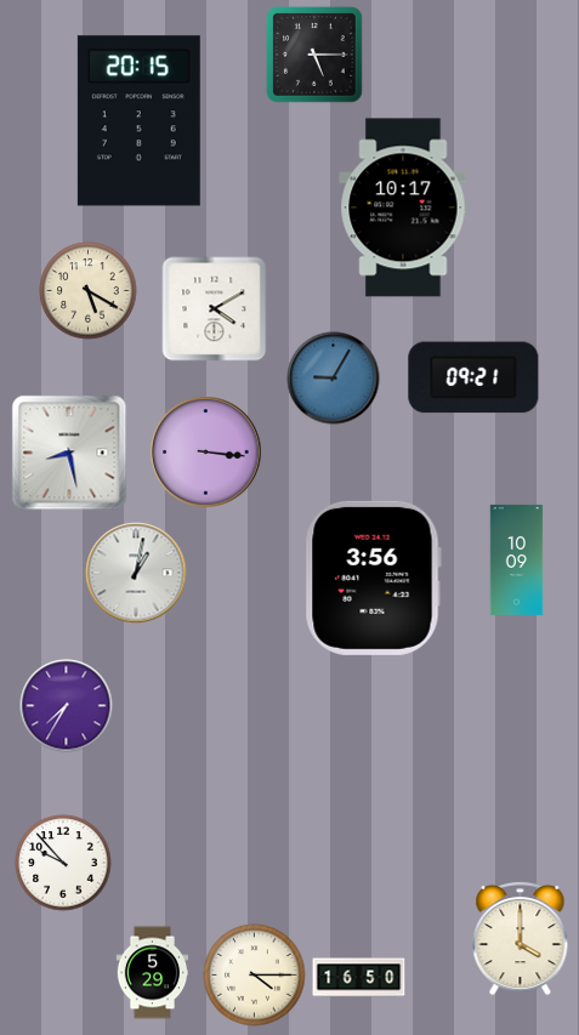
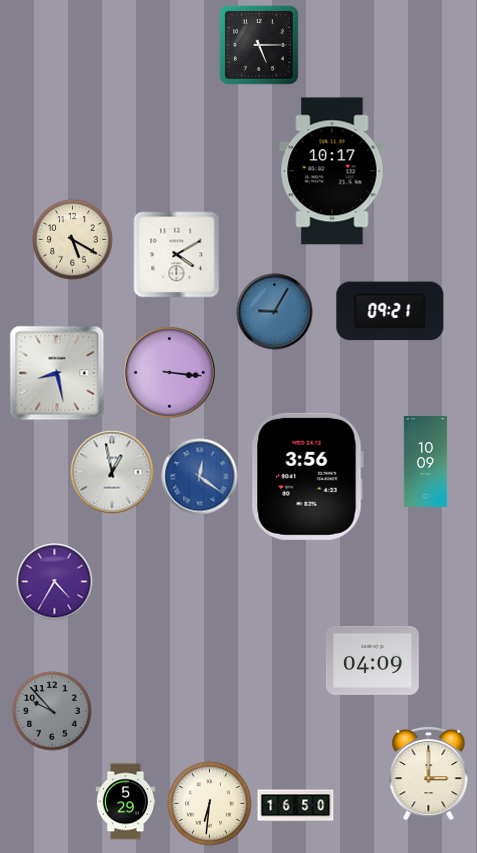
clock at (138, 121): 20:15 -> none
clock at (136, 573): 1:02 -> 12:58
clock at (200, 477): none -> 12:21
clock at (67, 706): 7:35 -> 4:35
clock at (372, 660): none -> 04:09
clock at (63, 863) dial: white -> grey
clock at (521, 938): 4:00 -> 3:00
clock at (255, 976): 4:15 -> 6:31
